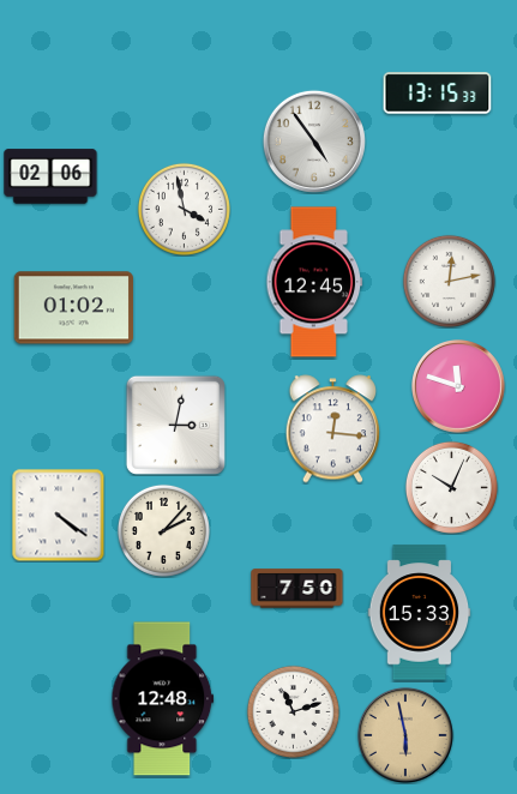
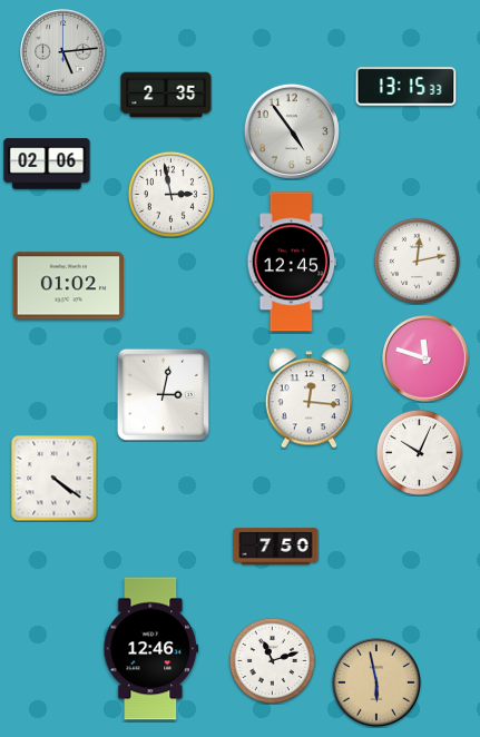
clock at (63, 52): none -> 5:14
clock at (166, 95): none -> 2:35
clock at (184, 209): 3:58 -> 2:58
clock at (163, 530): 2:07 -> none
clock at (420, 613): 15:33 -> none
clock at (163, 699): 12:48 -> 12:46
